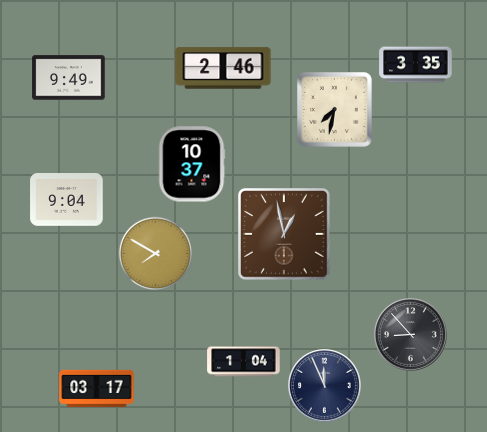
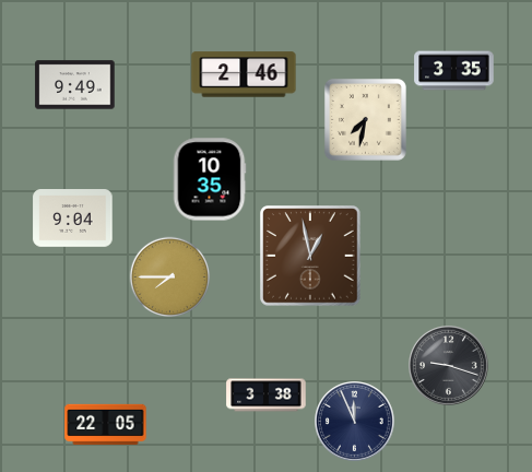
clock at (192, 164): 10:37 -> 10:35
clock at (156, 254): 7:50 -> 7:45
clock at (411, 335): 8:53 -> 9:18
clock at (244, 362): 1:04 -> 3:38
clock at (97, 389): 03:17 -> 22:05
